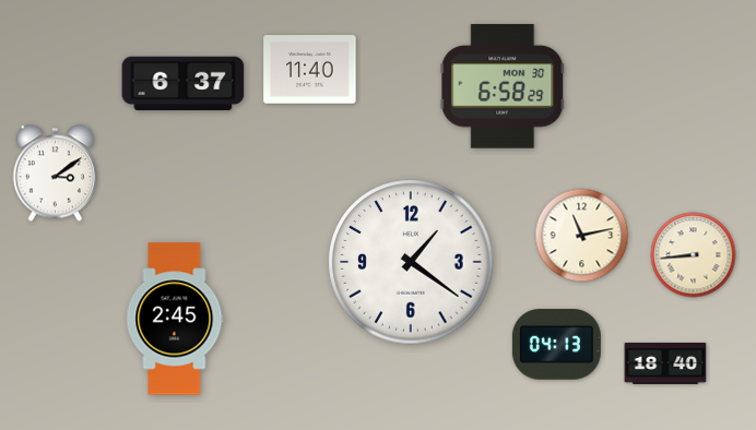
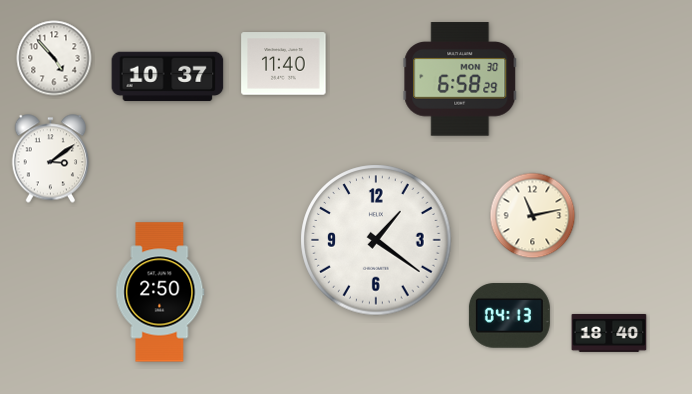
clock at (54, 58): none -> 4:53
clock at (184, 84): 6:37 -> 10:37
clock at (694, 255): 8:44 -> none
clock at (175, 319): 2:45 -> 2:50
